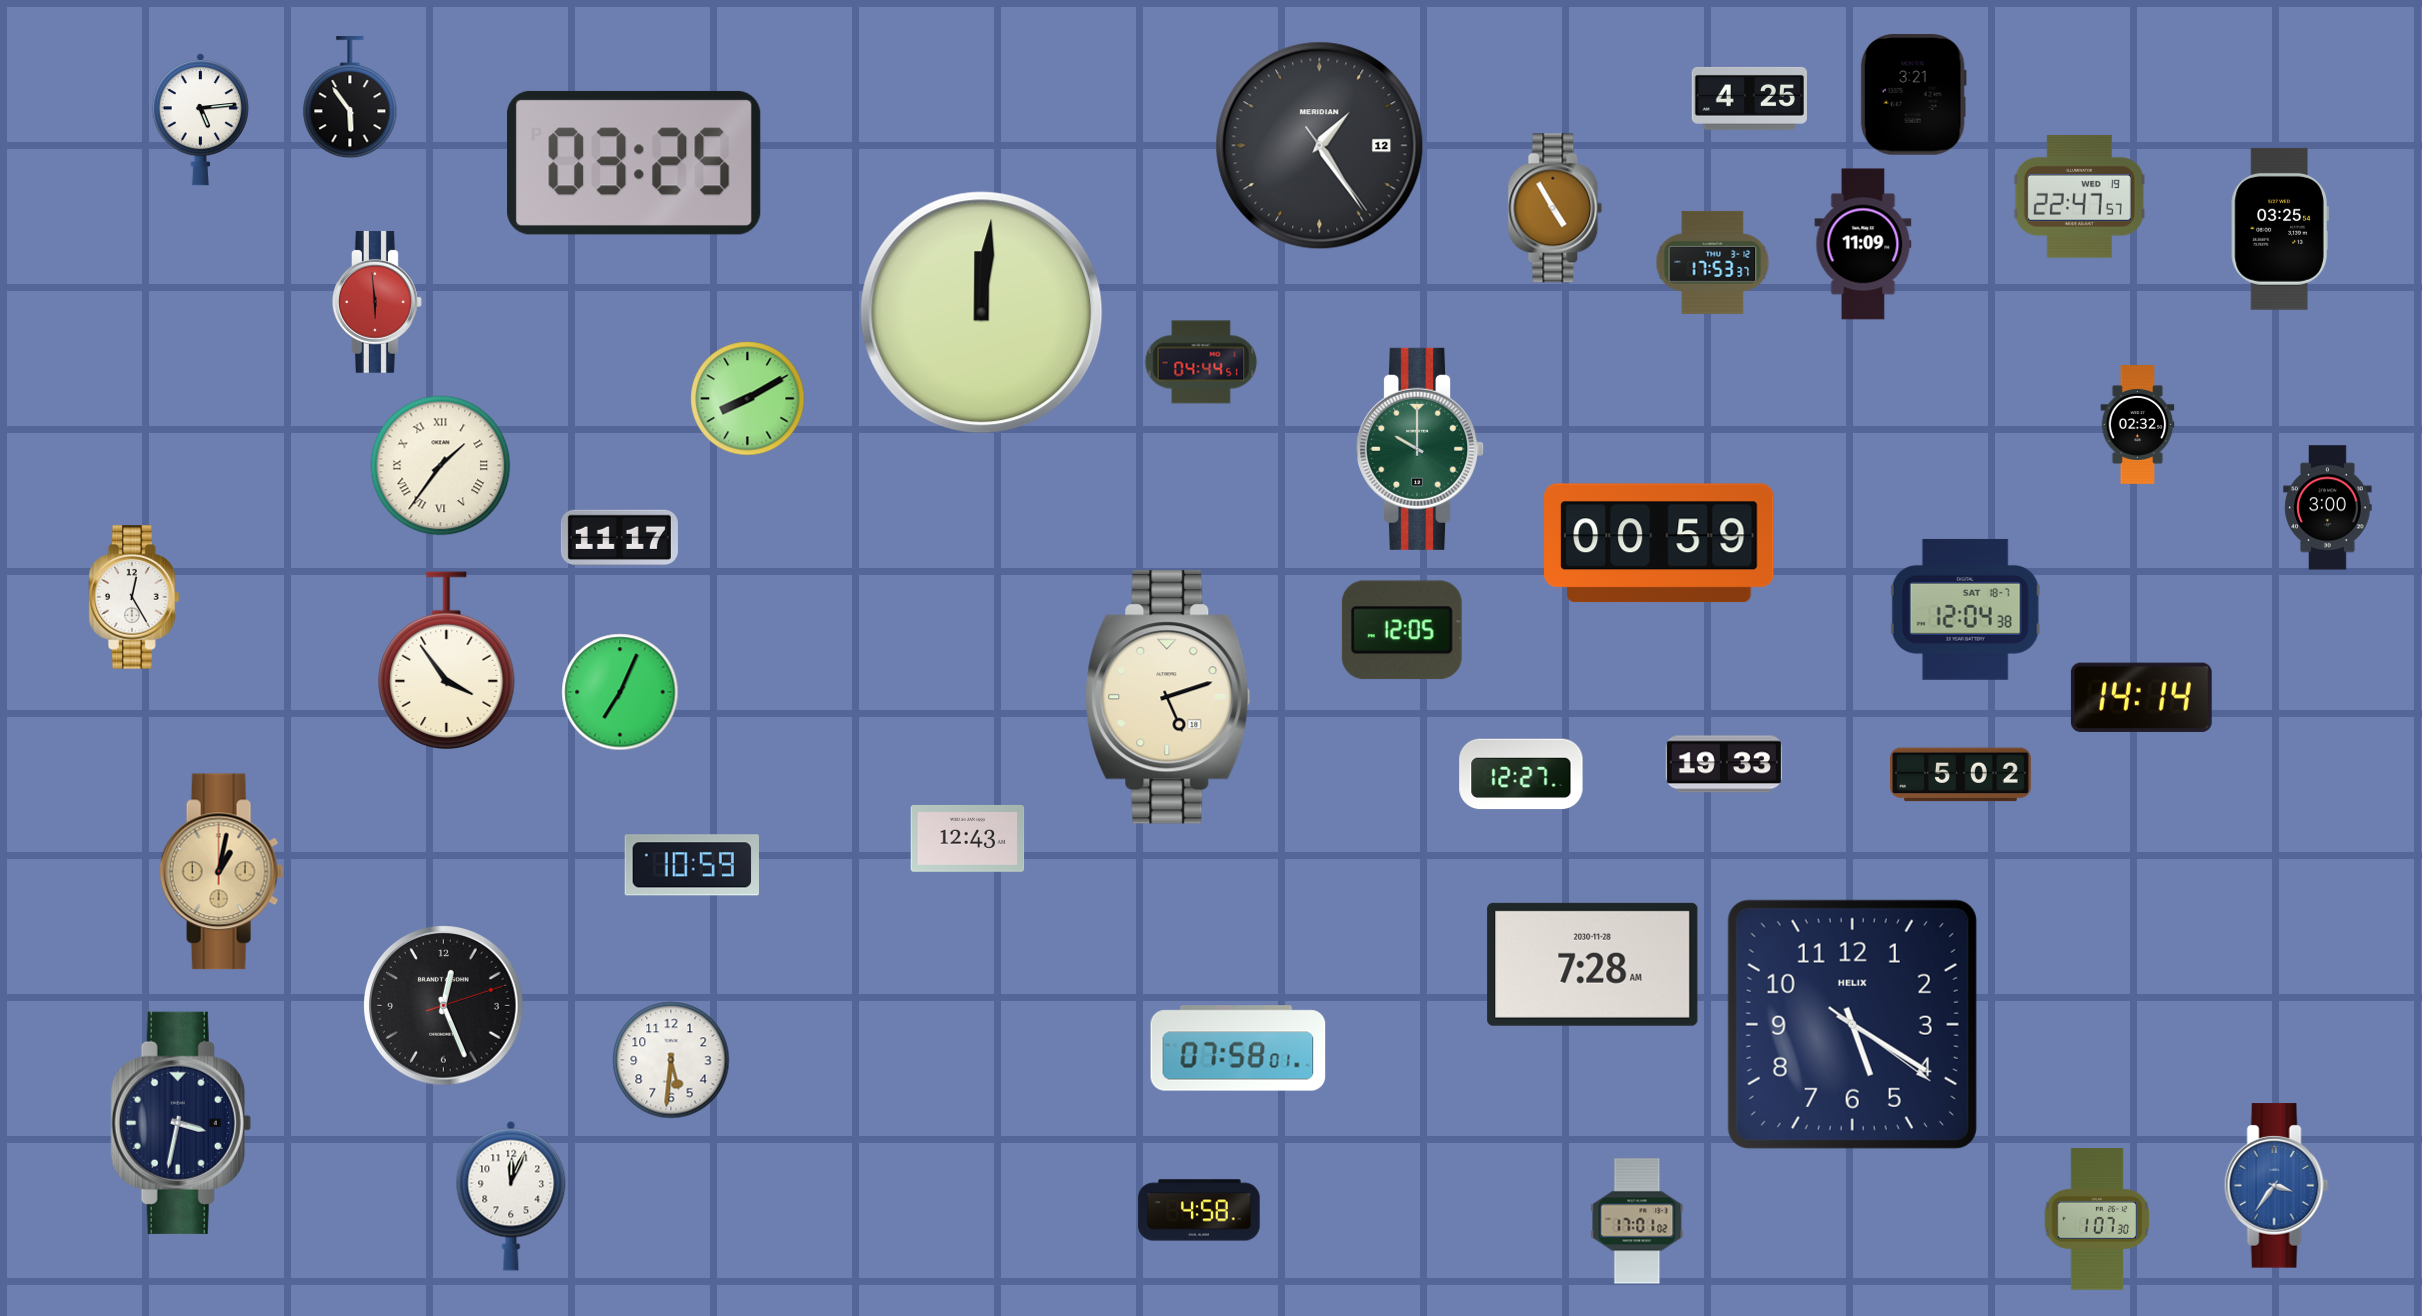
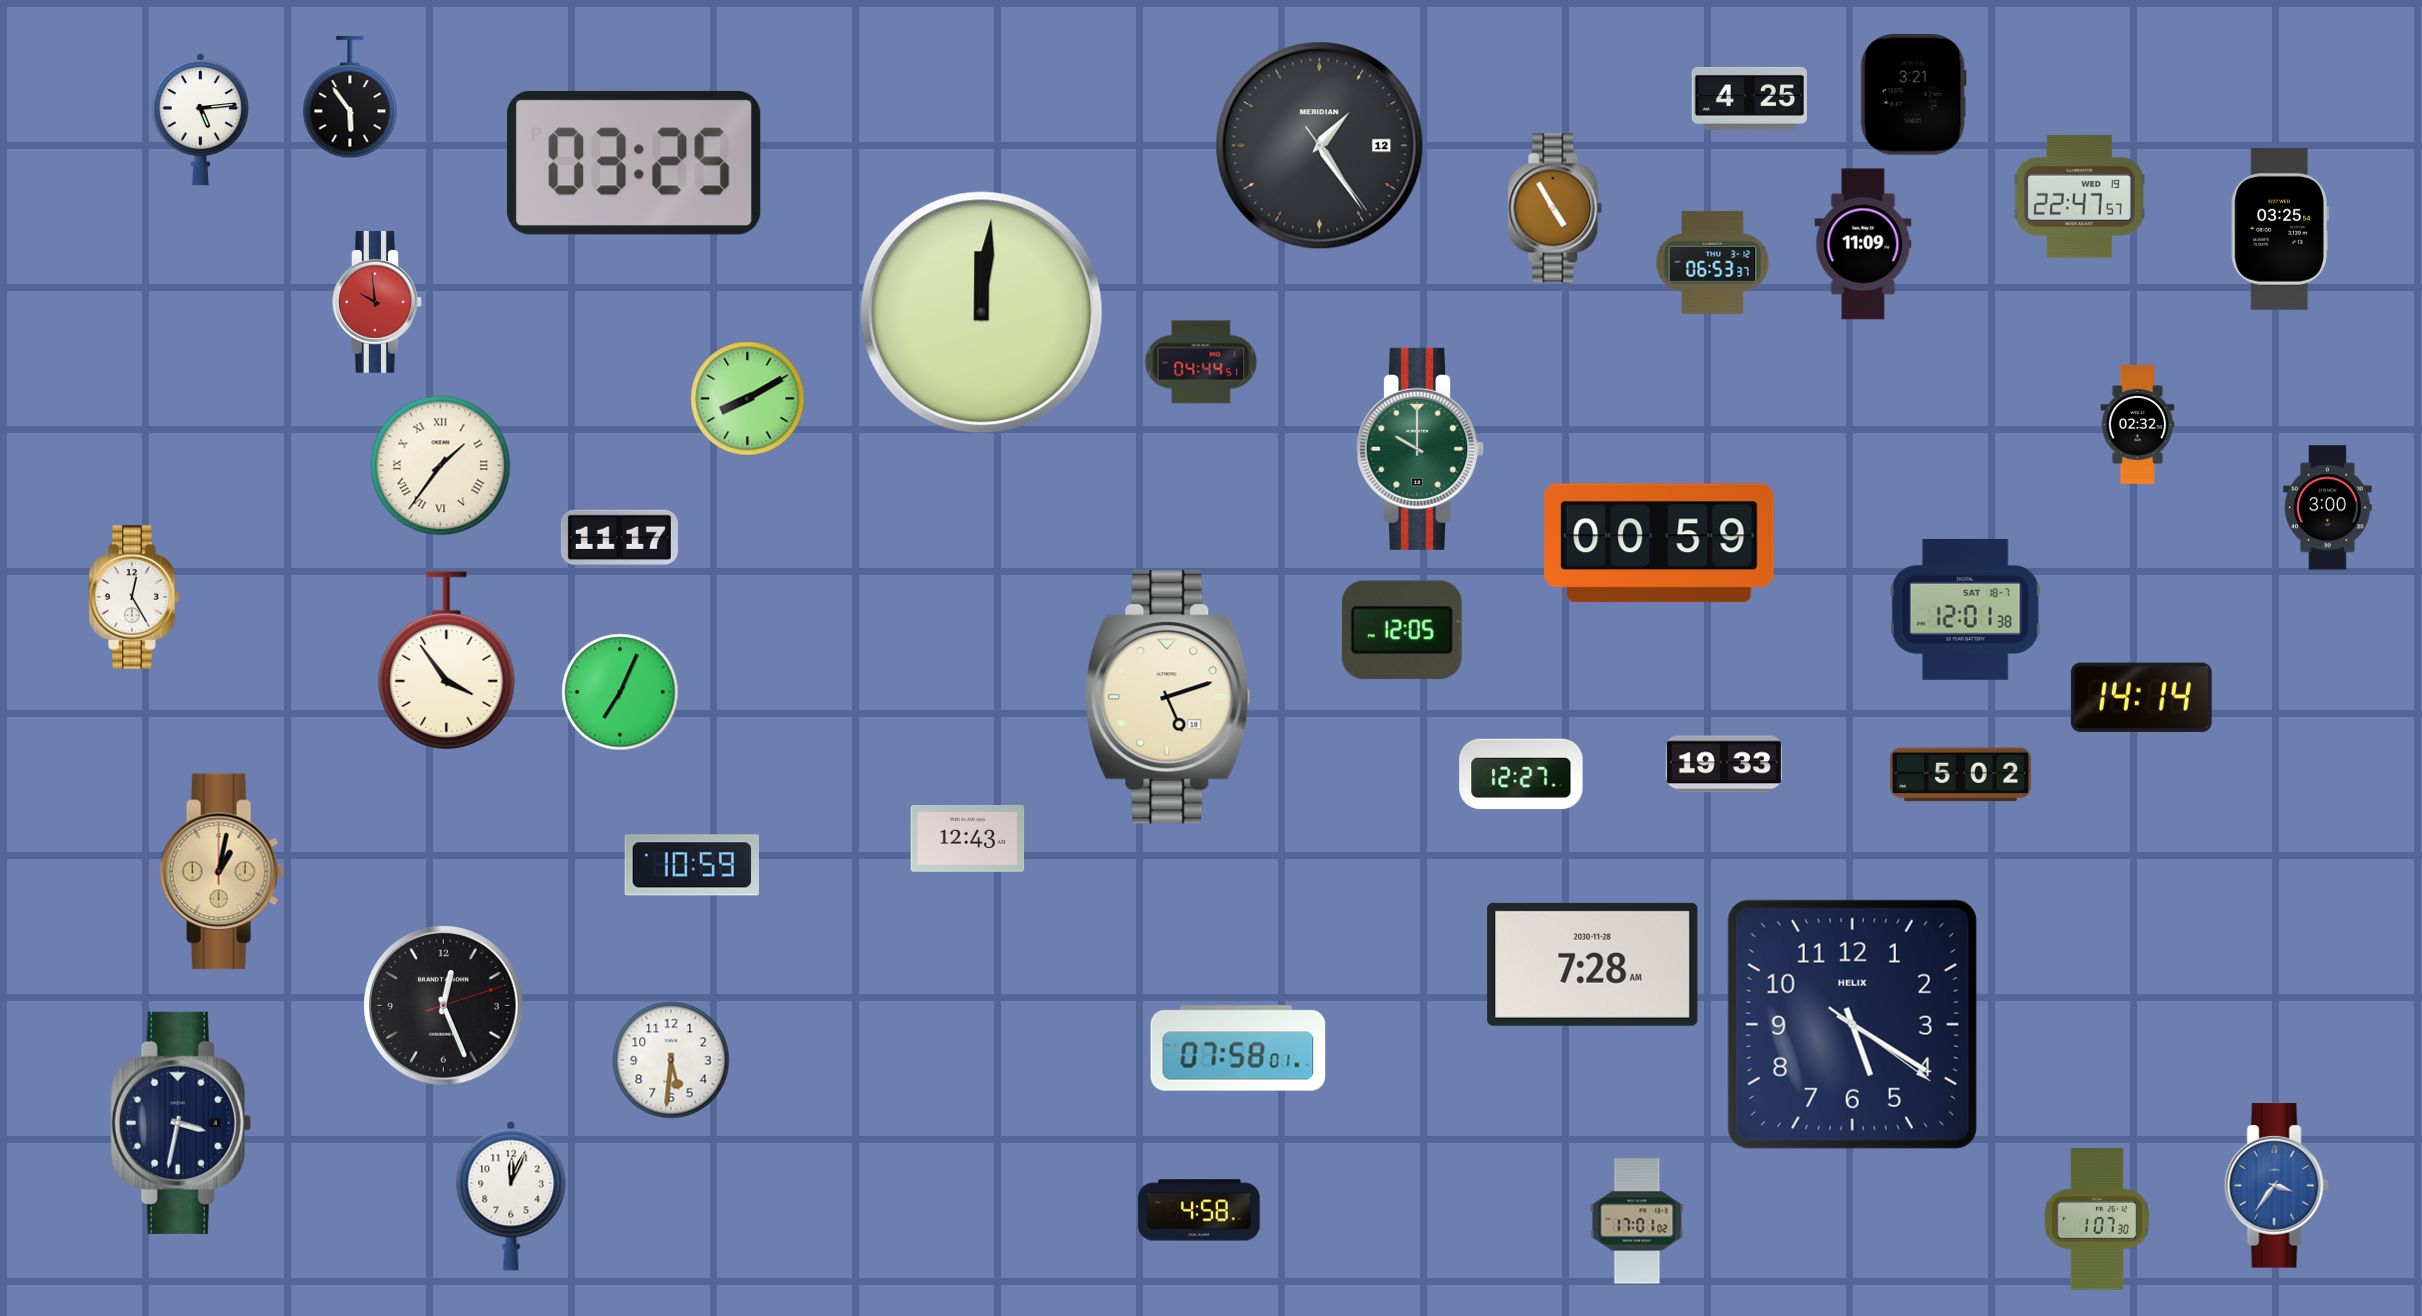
clock at (1713, 262): 17:53 -> 06:53
clock at (378, 303): 5:59 -> 9:59
clock at (1965, 609): 12:04 -> 12:01
